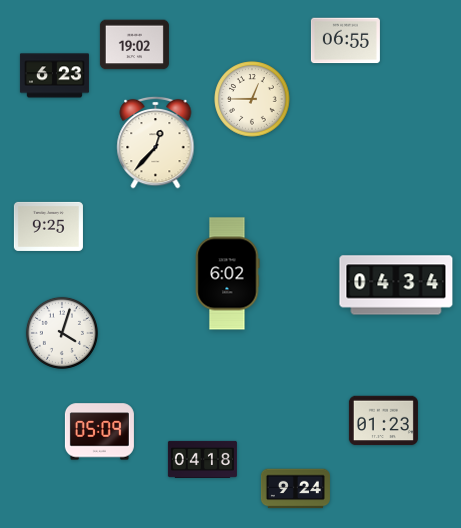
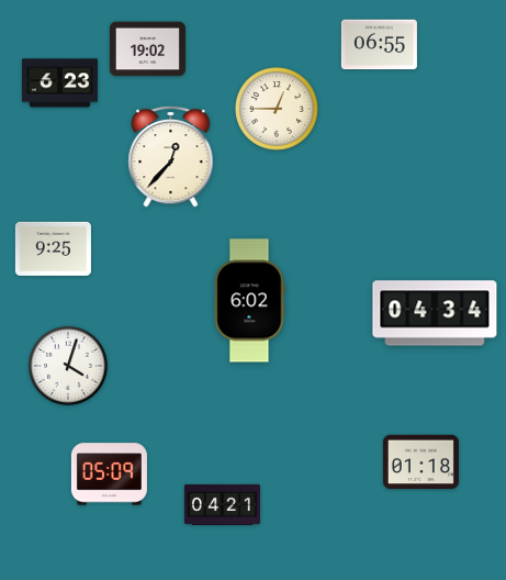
clock at (383, 421): 01:23 -> 01:18
clock at (202, 459): 04:18 -> 04:21
clock at (295, 489): 9:24 -> none
